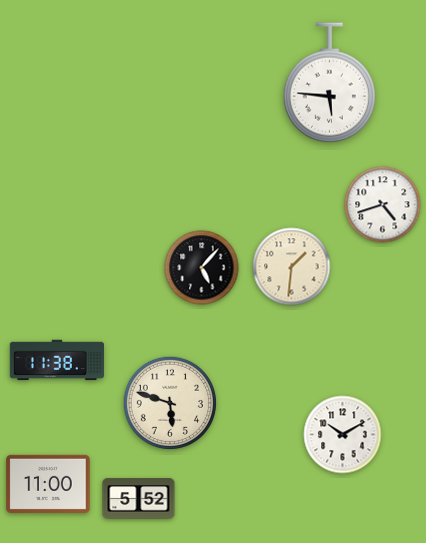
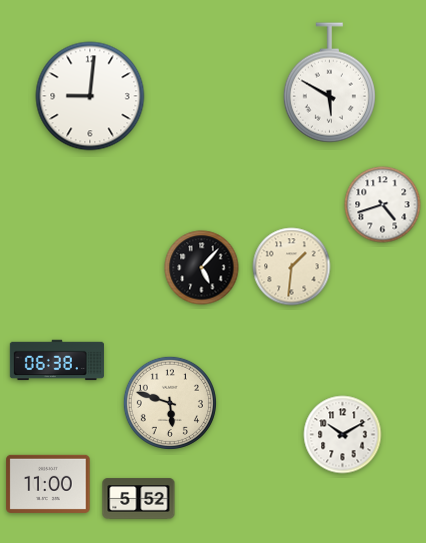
clock at (329, 83): 5:46 -> 5:50
clock at (90, 96): none -> 9:01
clock at (57, 360): 11:38 -> 06:38
